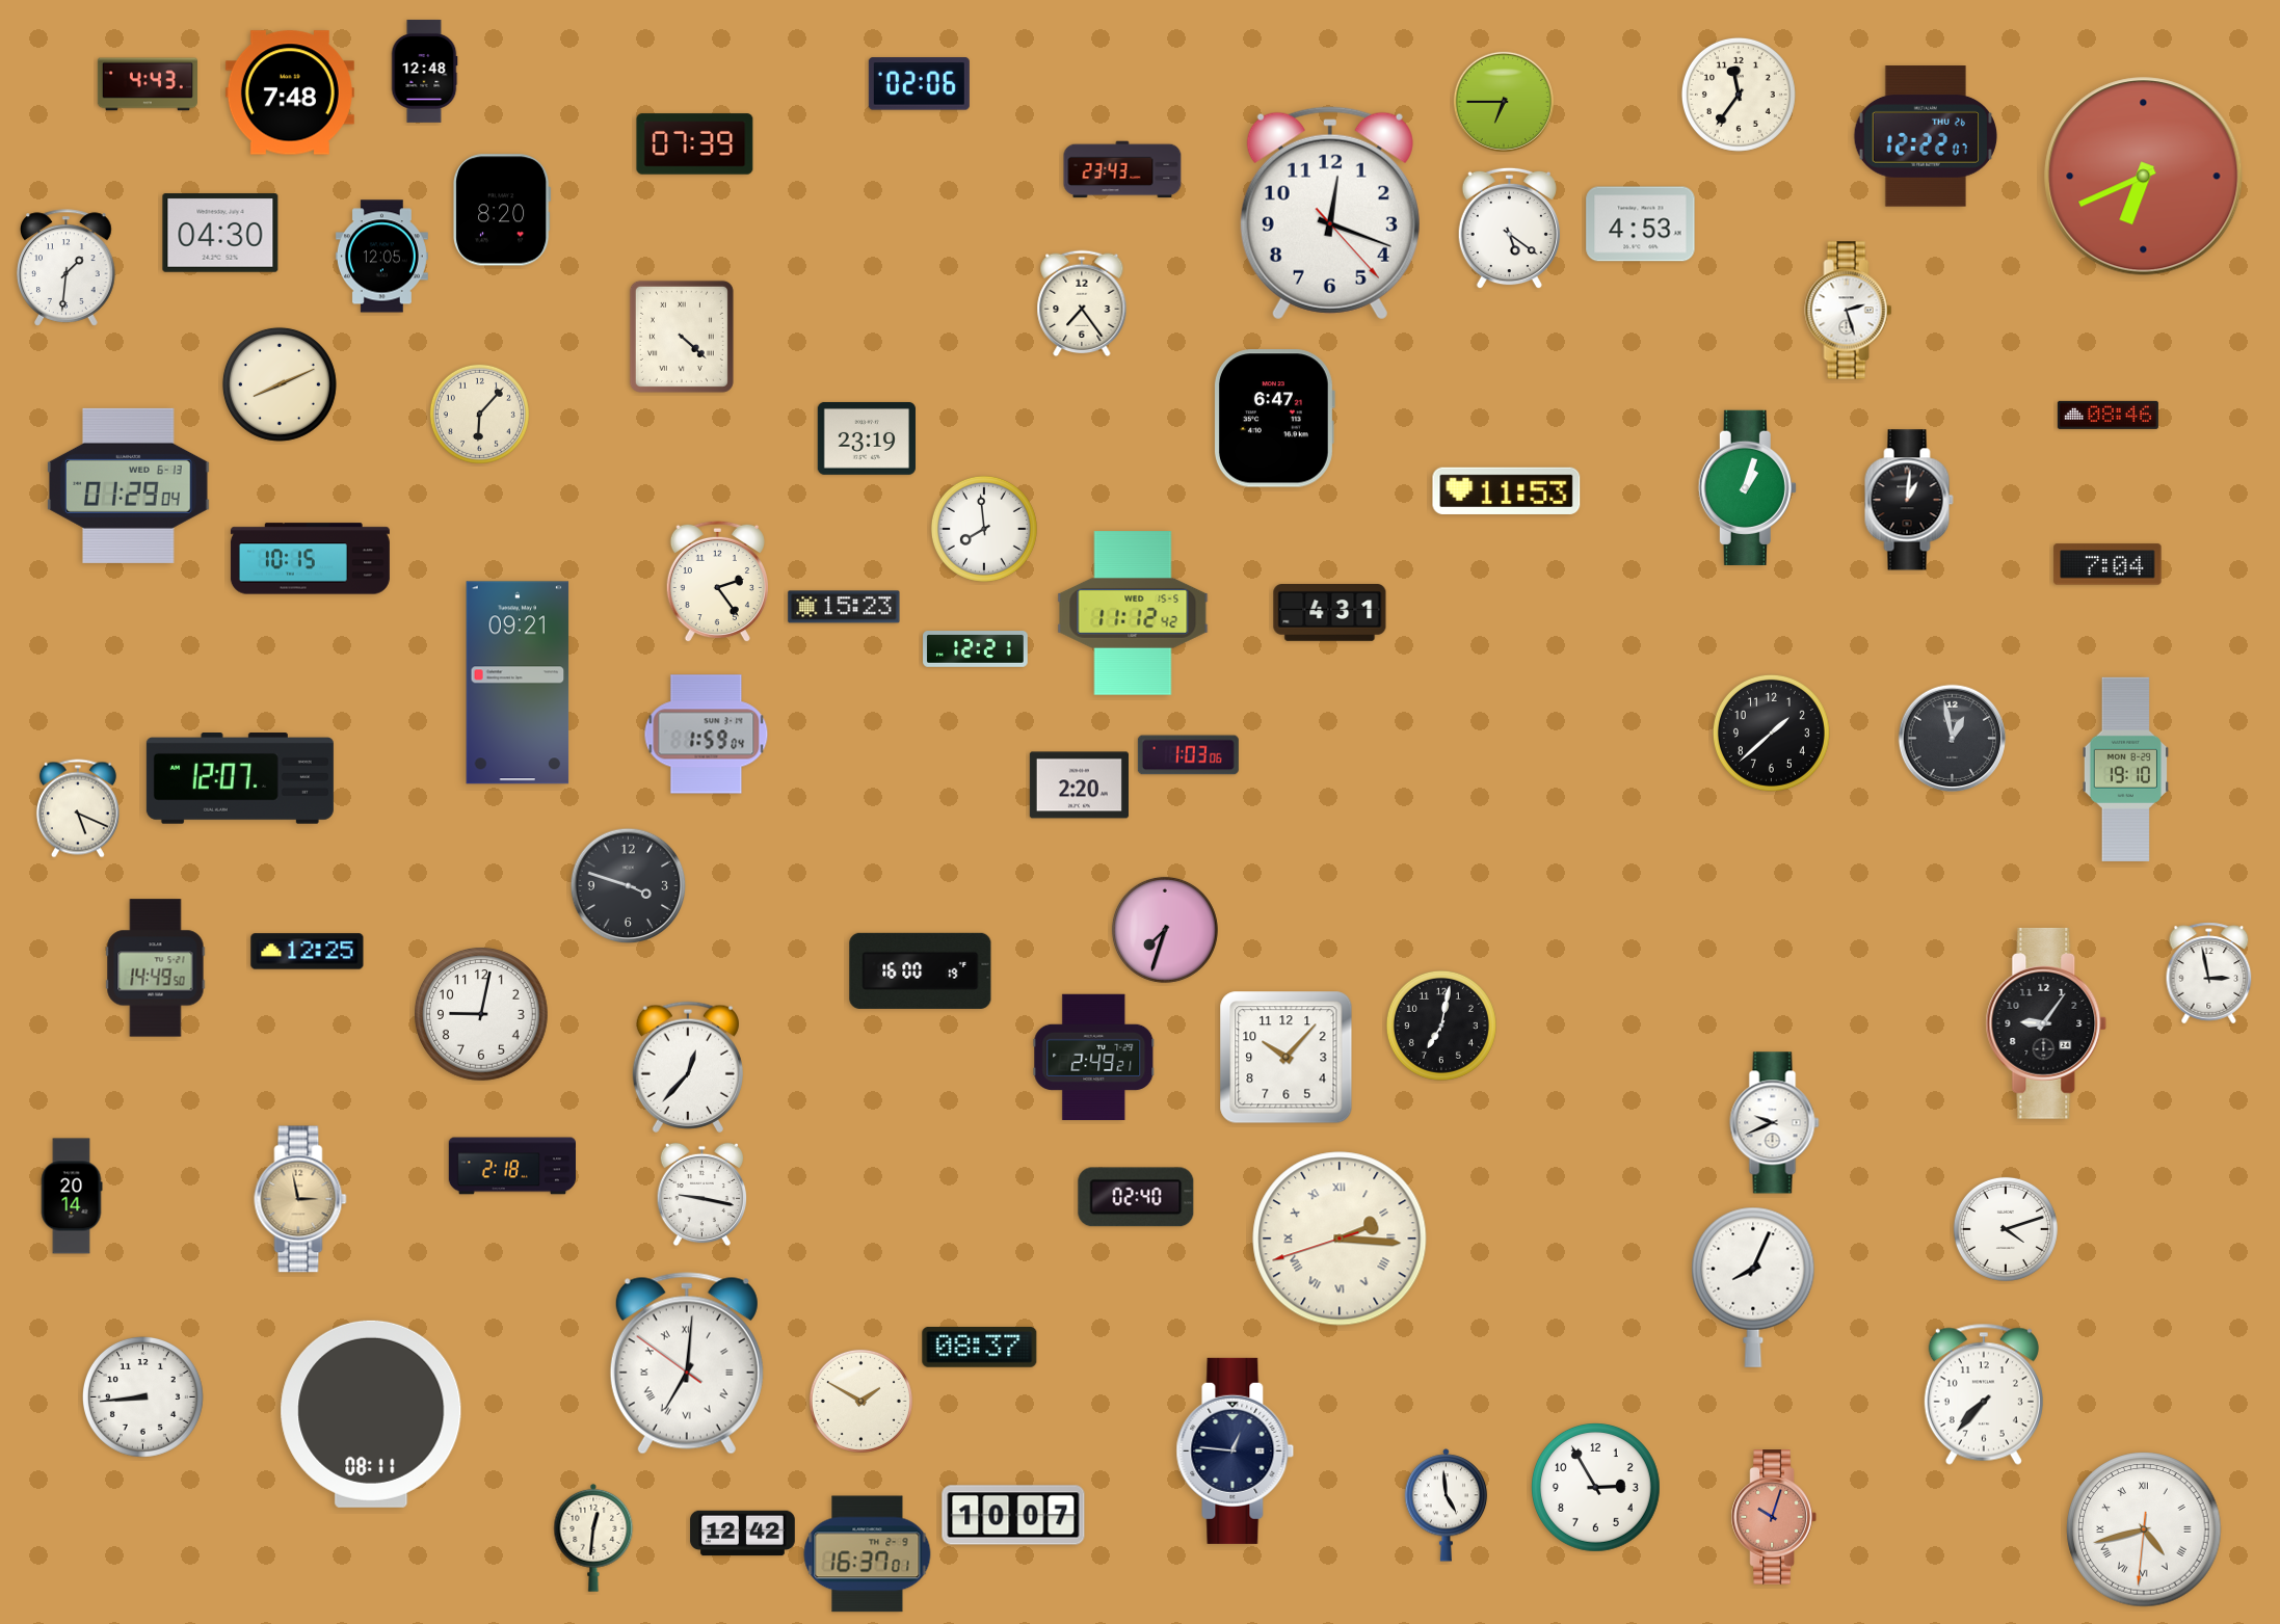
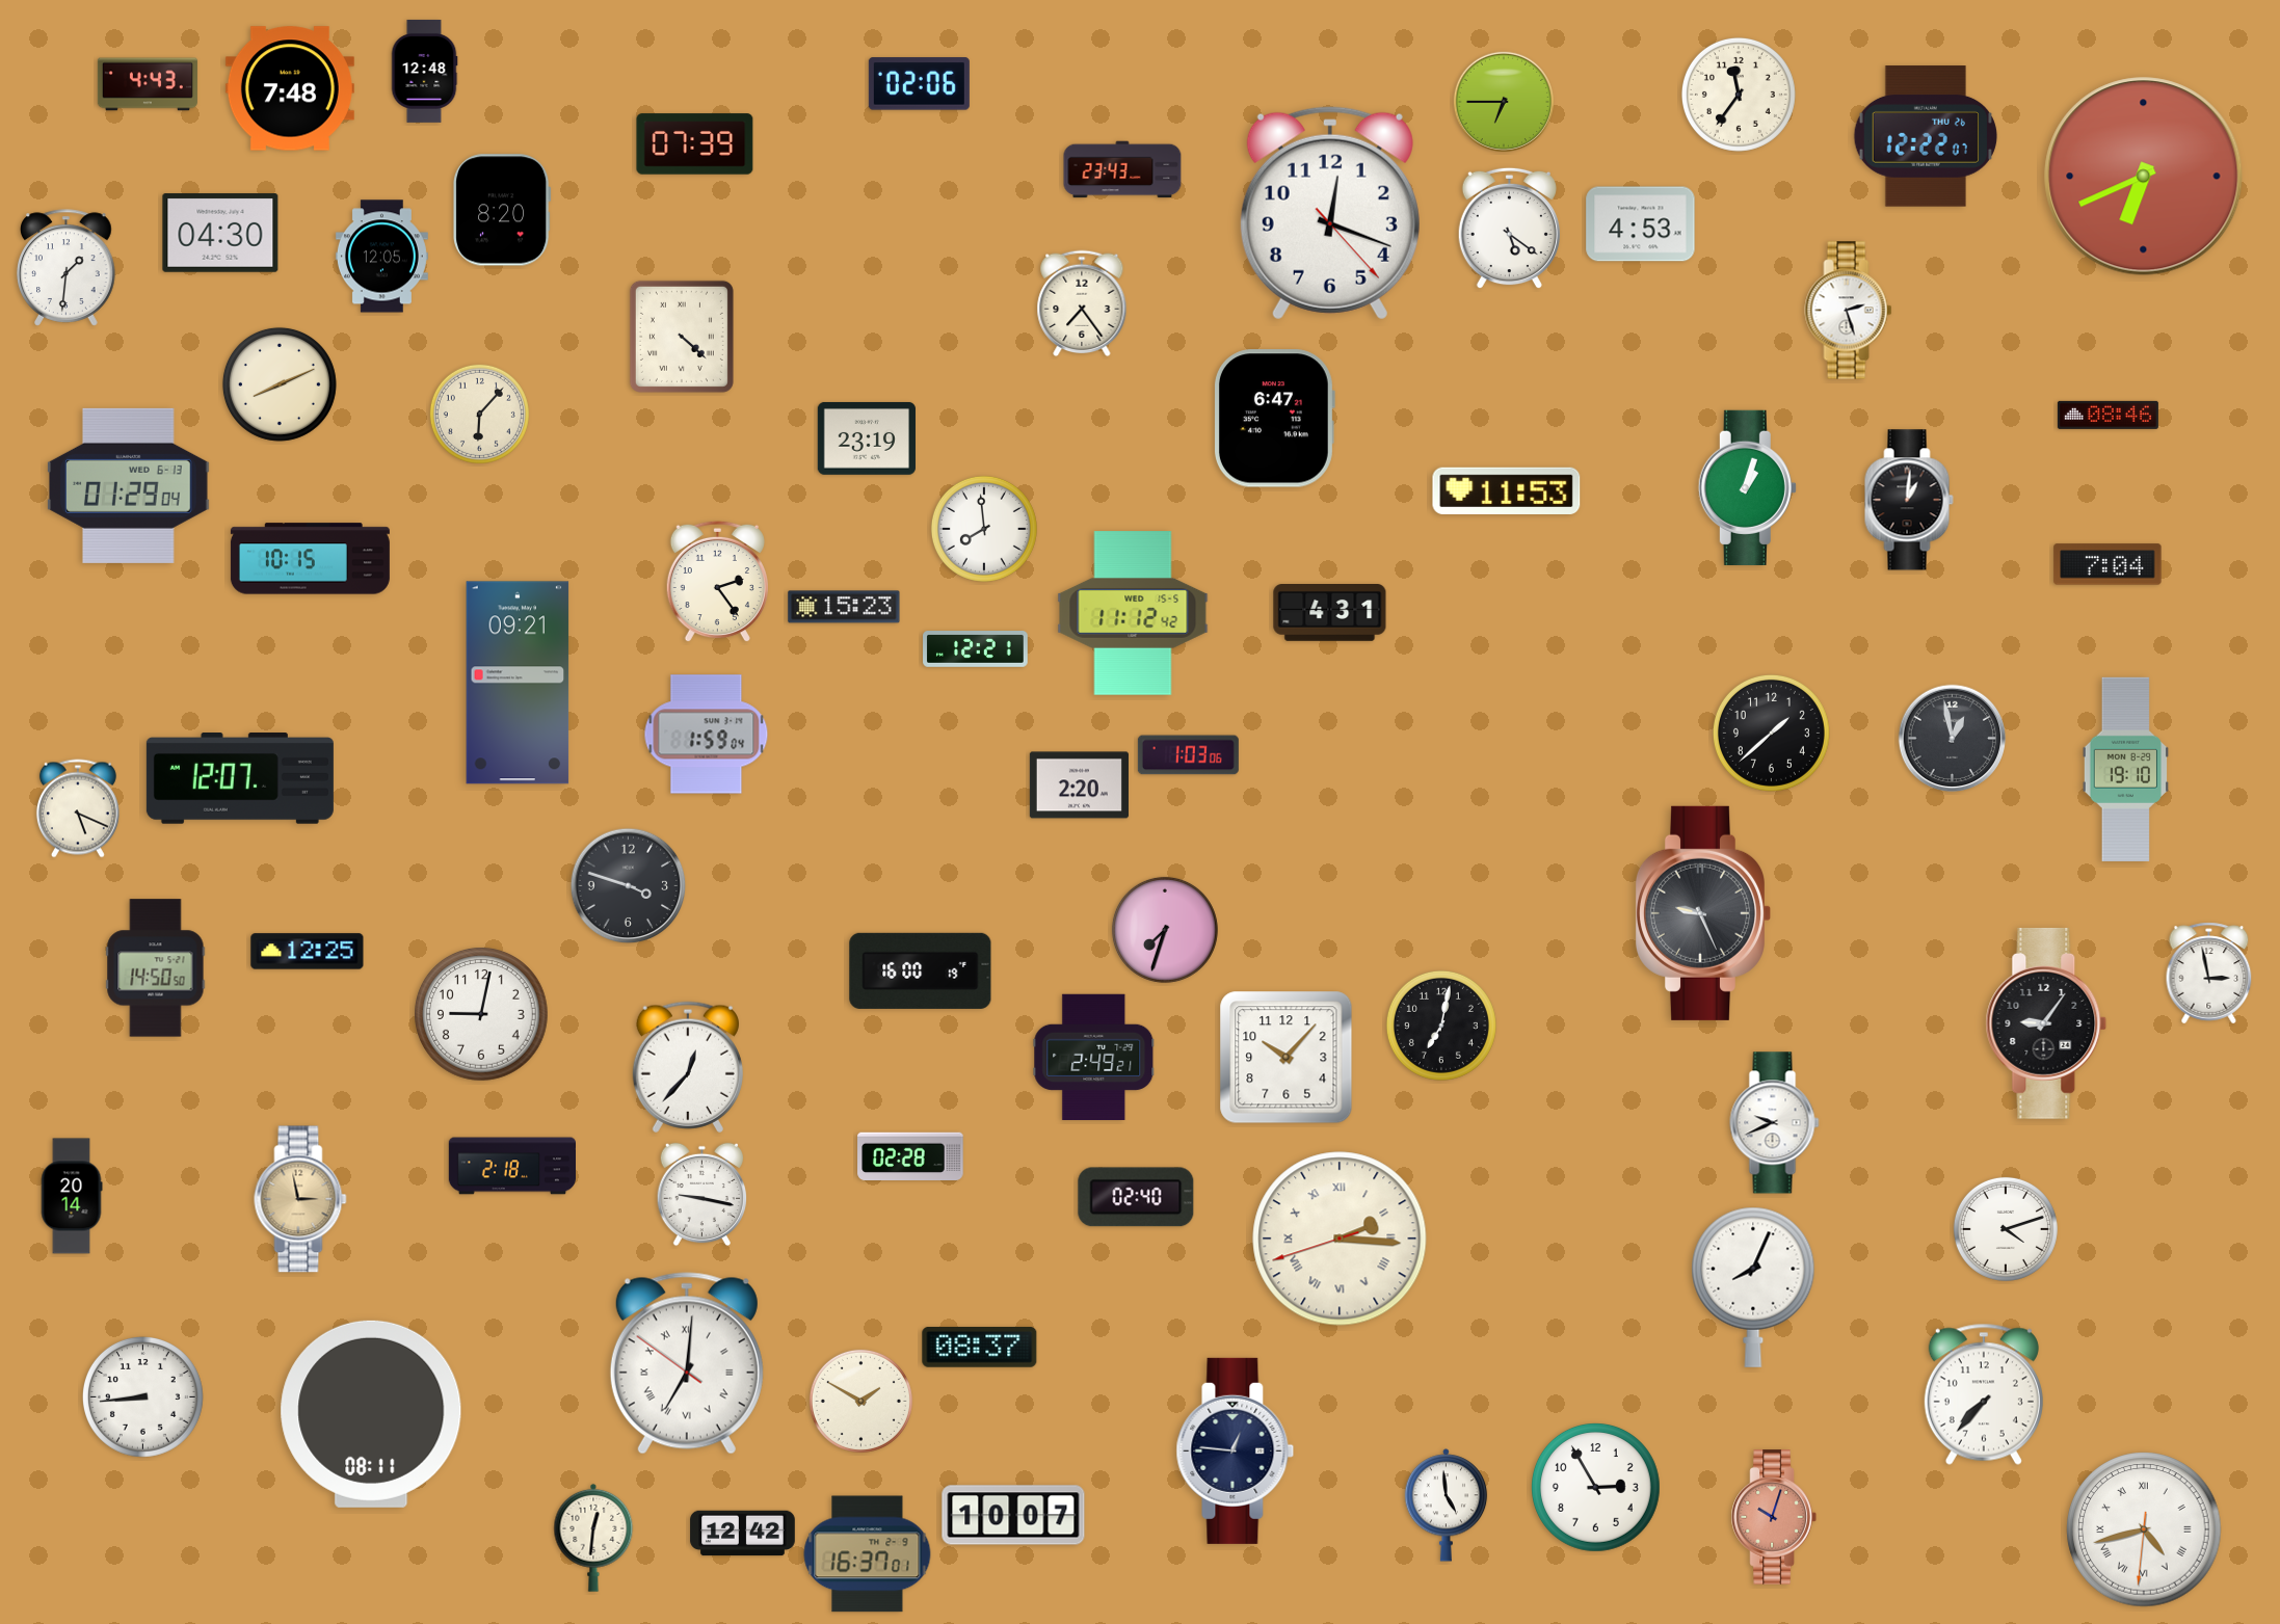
clock at (290, 92) position: (290, 92) -> (290, 88)
clock at (1702, 913): none -> 9:26
clock at (156, 968): 14:49 -> 14:50
clock at (910, 1155): none -> 02:28
